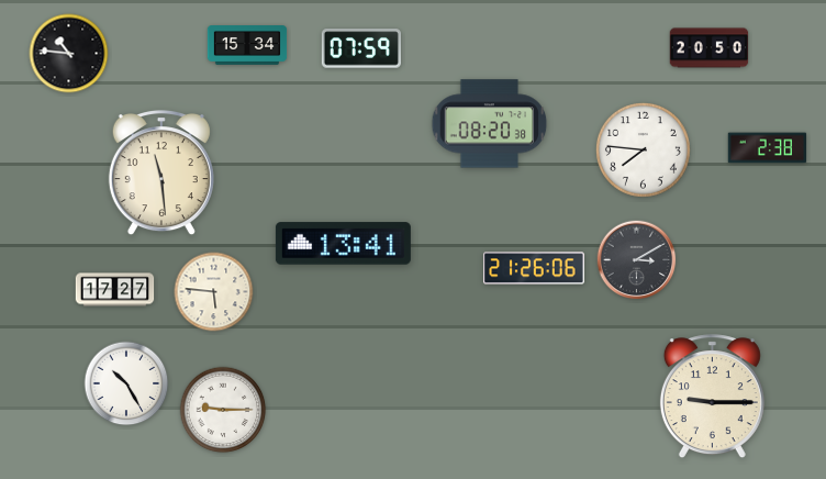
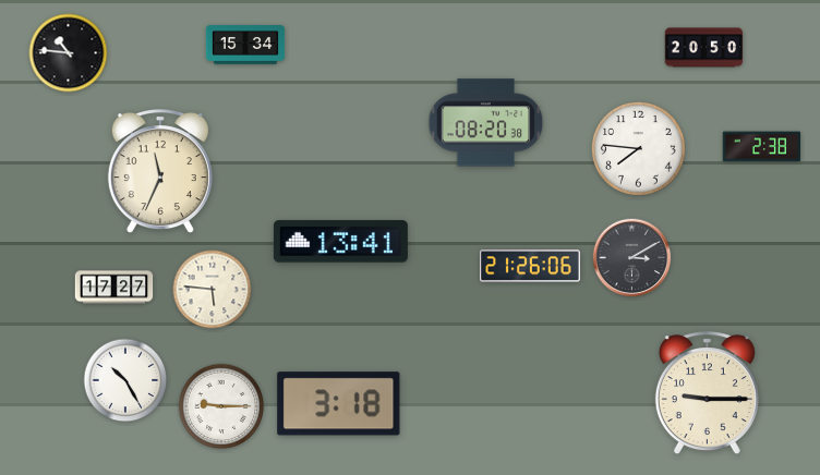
clock at (360, 48): 07:59 -> none
clock at (161, 174): 11:29 -> 11:34
clock at (339, 404): none -> 3:18
